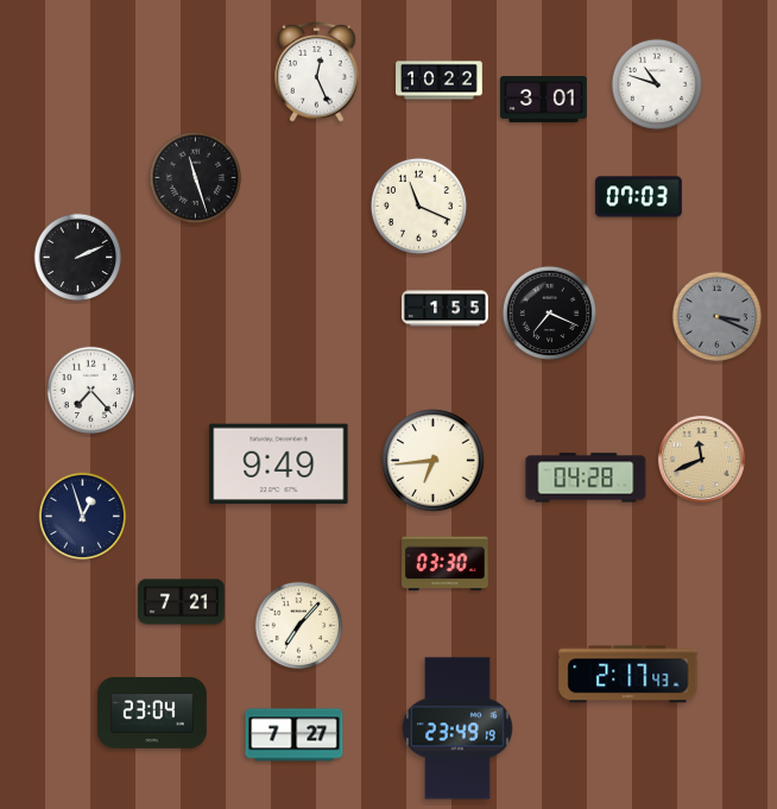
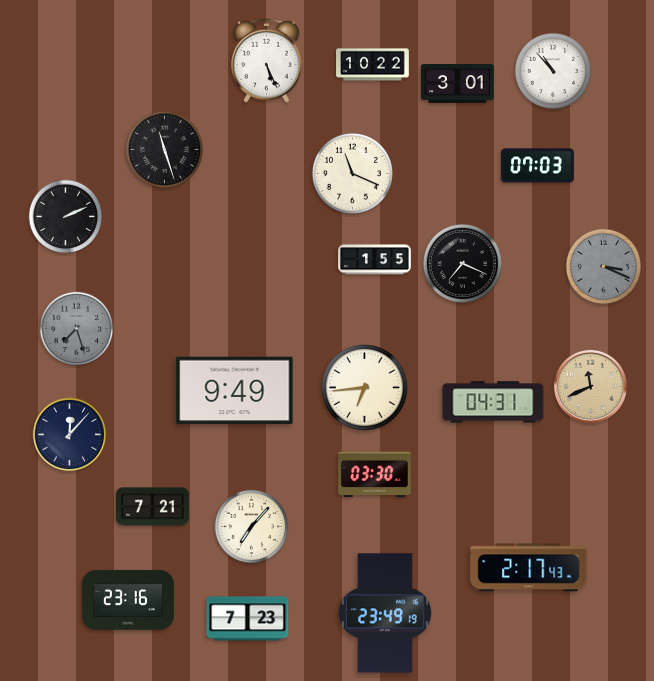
clock at (317, 71): 12:26 -> 5:26
clock at (440, 81) position: (440, 81) -> (373, 65)
clock at (657, 84): 10:48 -> 10:53
clock at (91, 391): 7:23 -> 7:27
clock at (91, 391) dial: white -> grey
clock at (586, 478): 04:28 -> 04:31
clock at (83, 517): 12:57 -> 12:07
clock at (152, 713): 23:04 -> 23:16
clock at (295, 735): 7:27 -> 7:23
